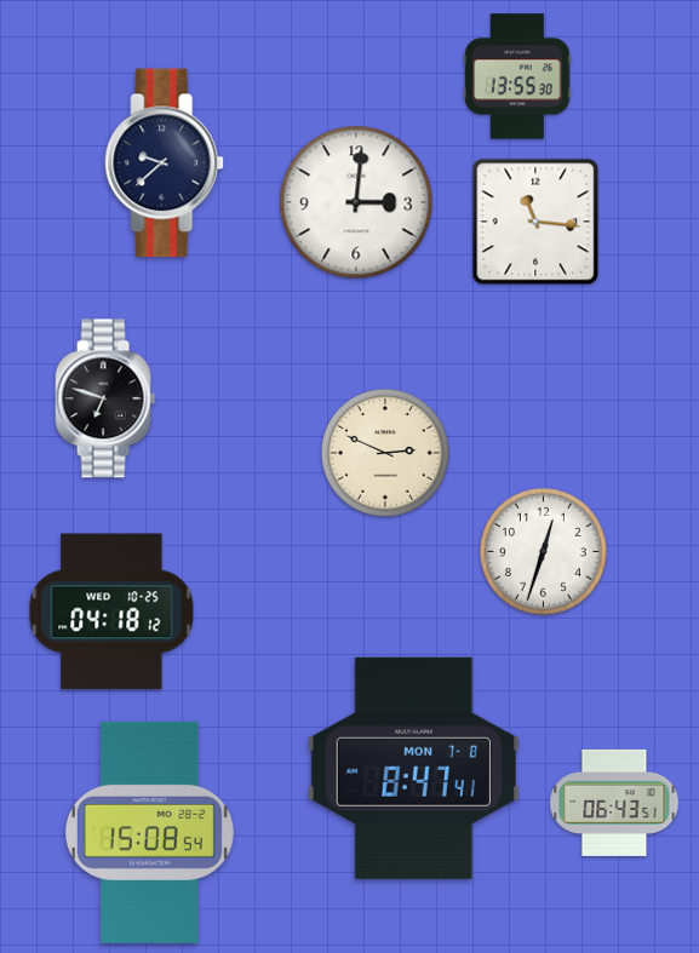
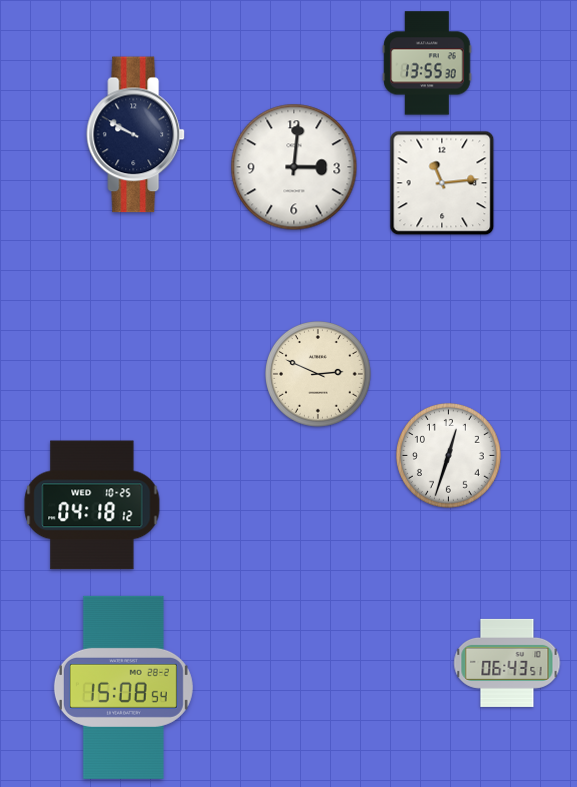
clock at (165, 163): 9:38 -> 9:50
clock at (535, 222): 11:16 -> 11:14
clock at (105, 398): 6:48 -> none
clock at (413, 768): 8:47 -> none
